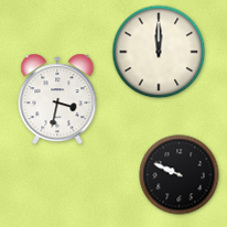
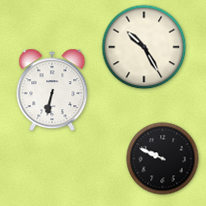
clock at (159, 52): 12:00 -> 10:25
clock at (57, 99): 3:32 -> 6:32
